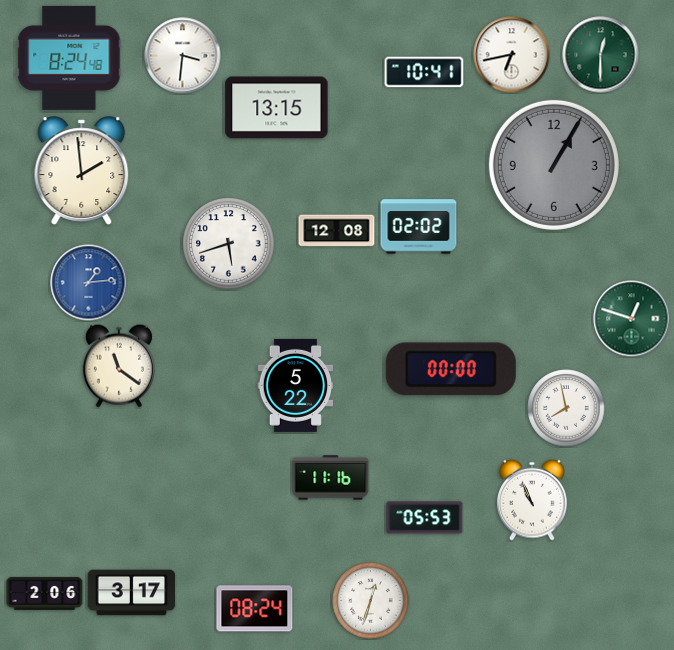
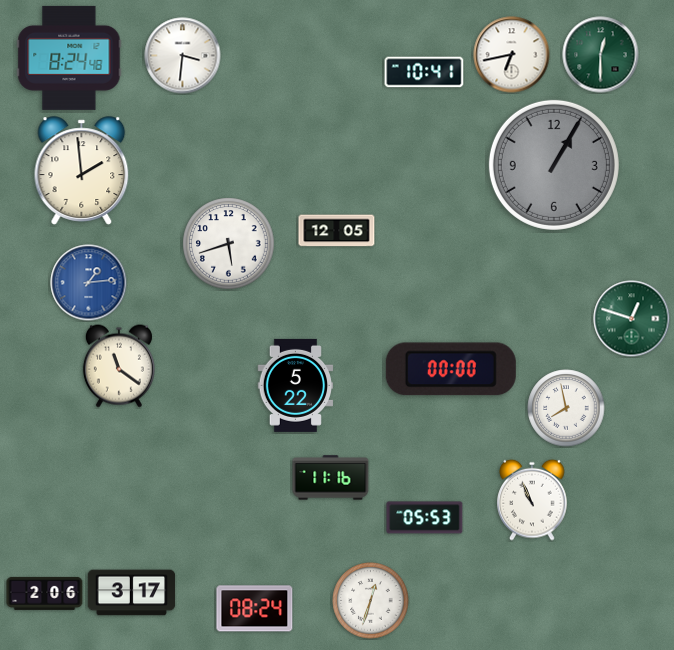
clock at (277, 108): 13:15 -> none
clock at (419, 227): 02:02 -> none
clock at (337, 231): 12:08 -> 12:05
